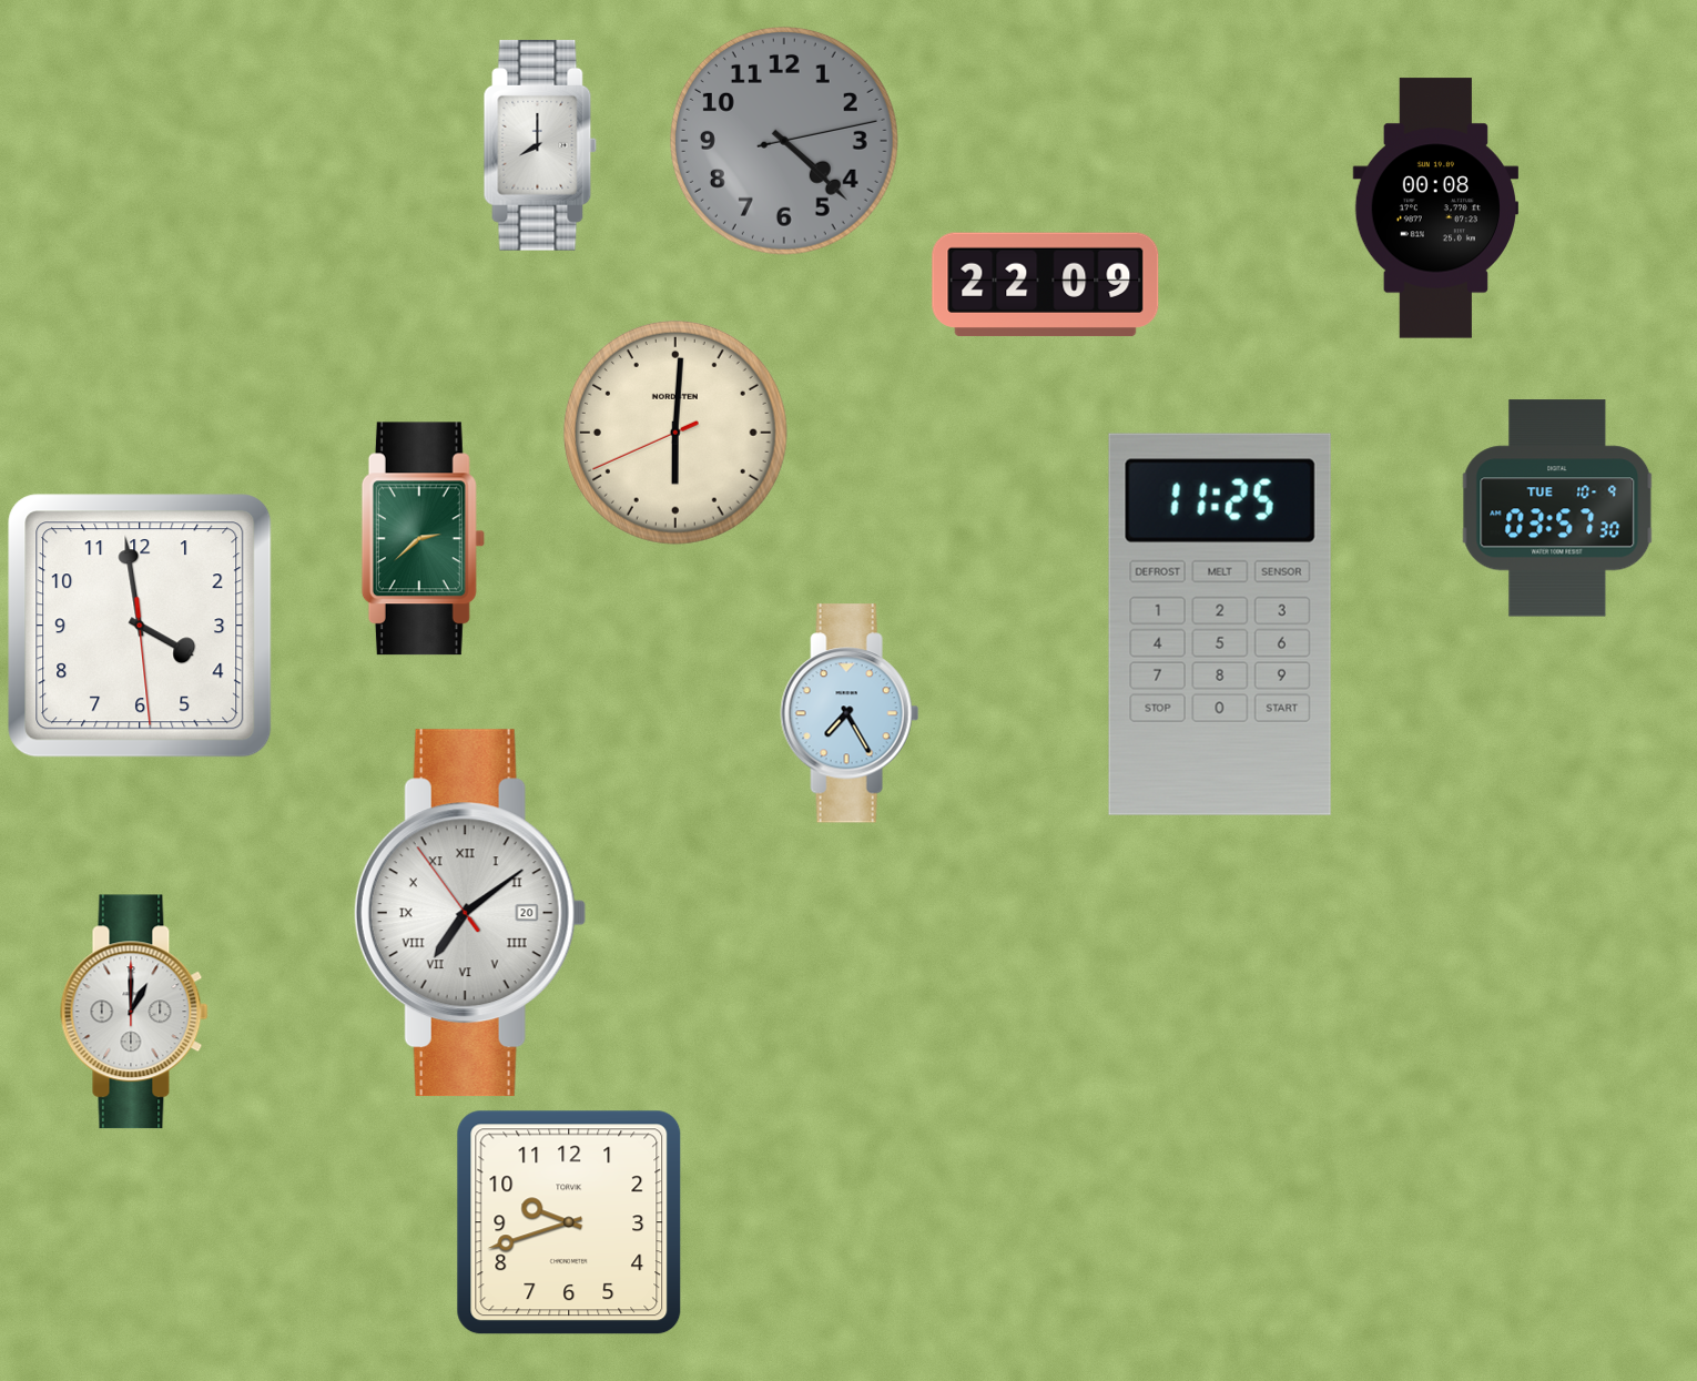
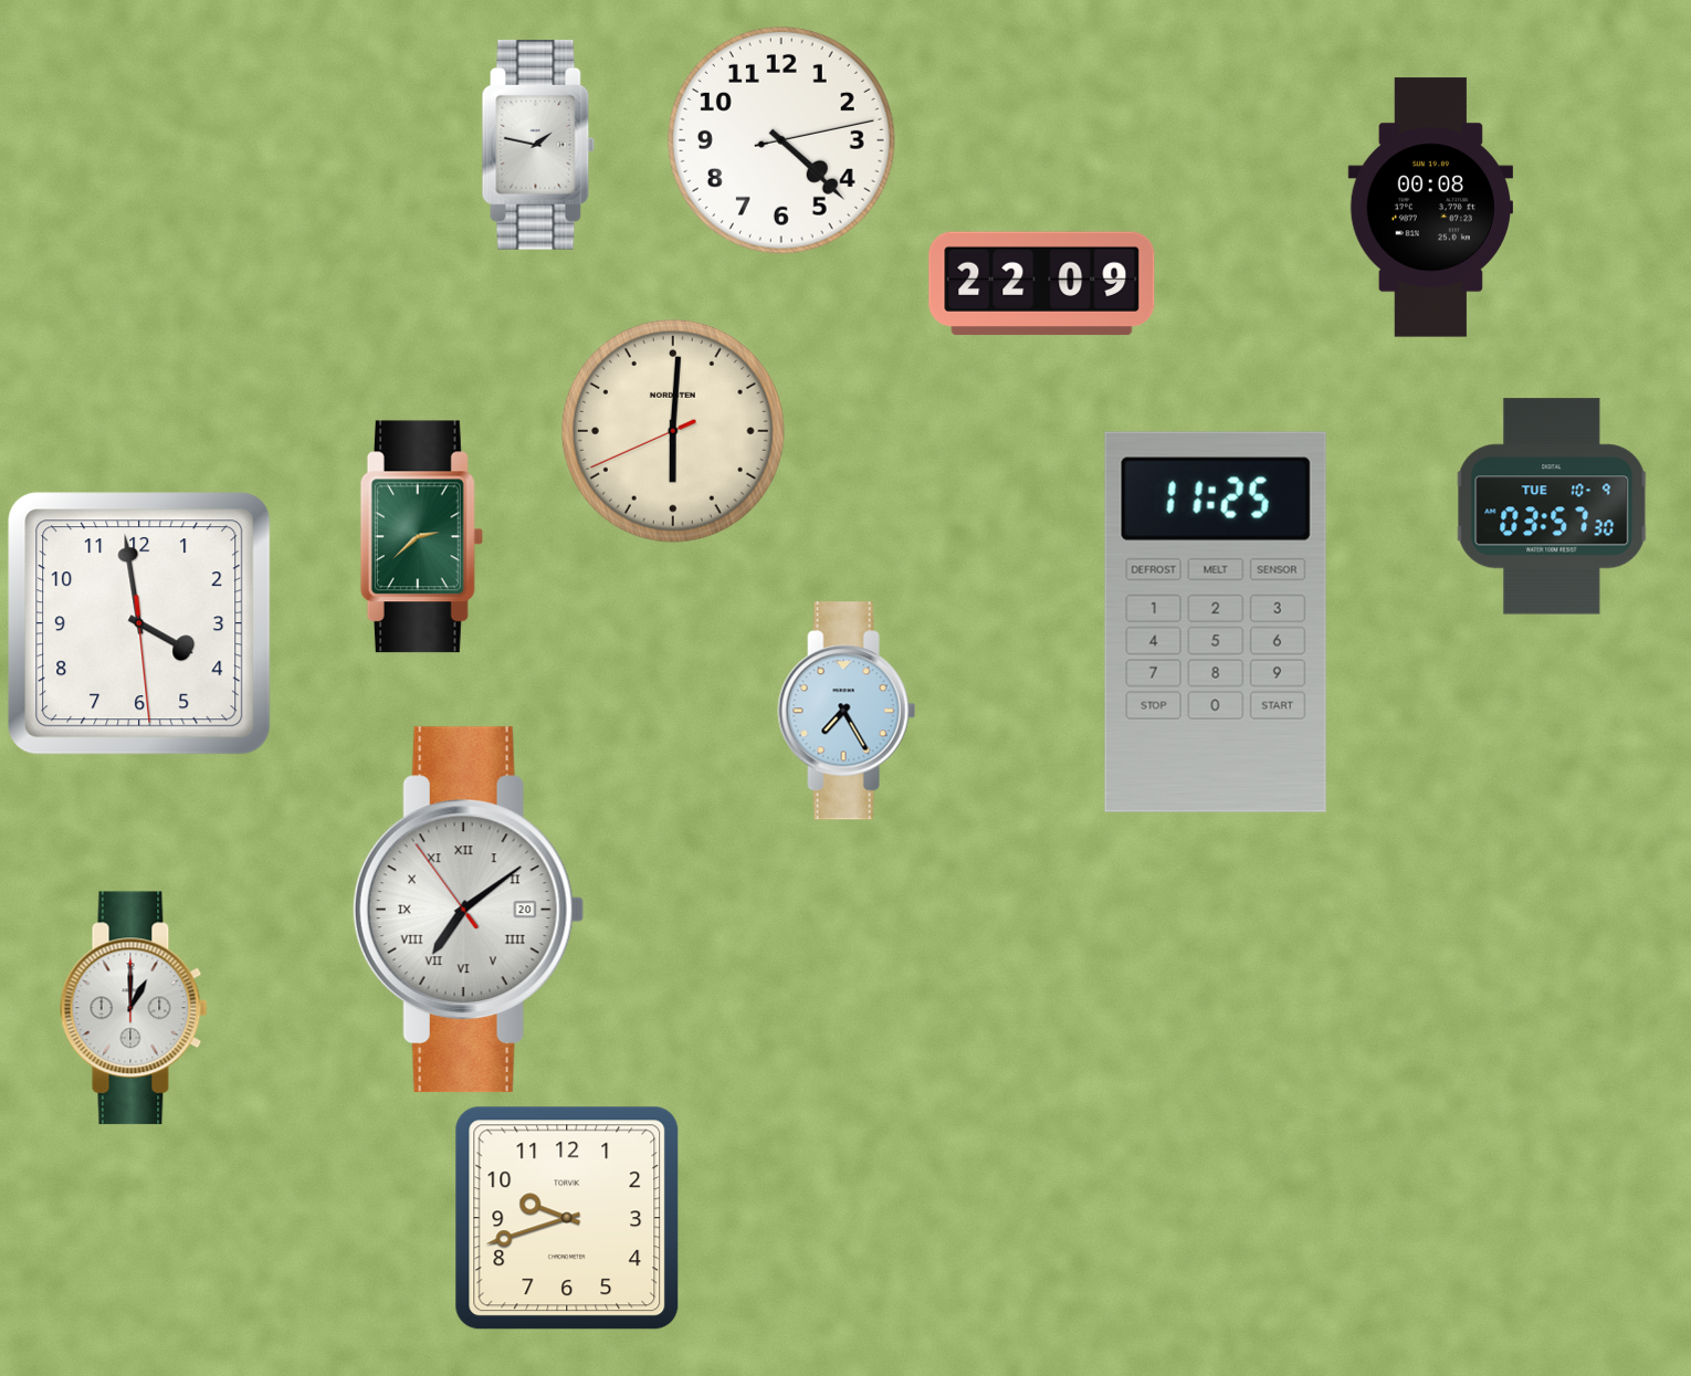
clock at (784, 141) dial: grey -> white
clock at (540, 145): 8:00 -> 1:47
